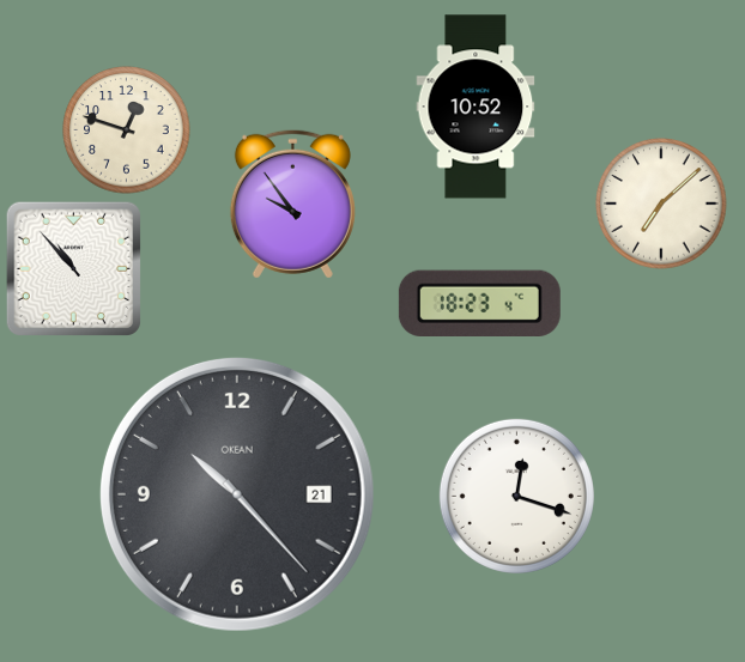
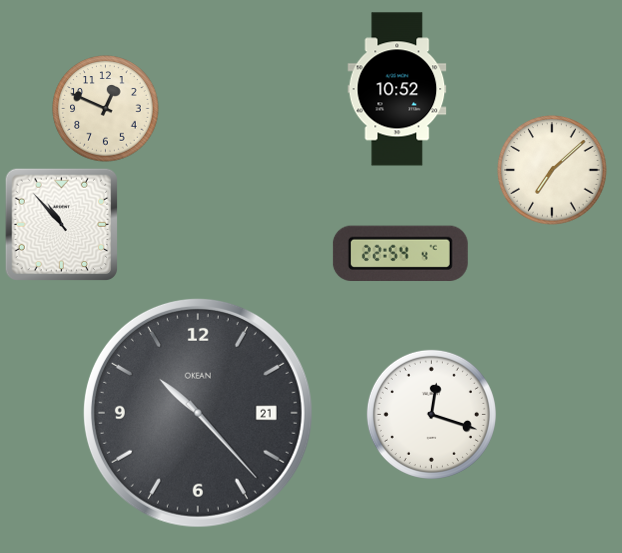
clock at (127, 130): 12:48 -> 12:49
clock at (292, 204): 9:54 -> none
clock at (479, 303): 18:23 -> 22:54
